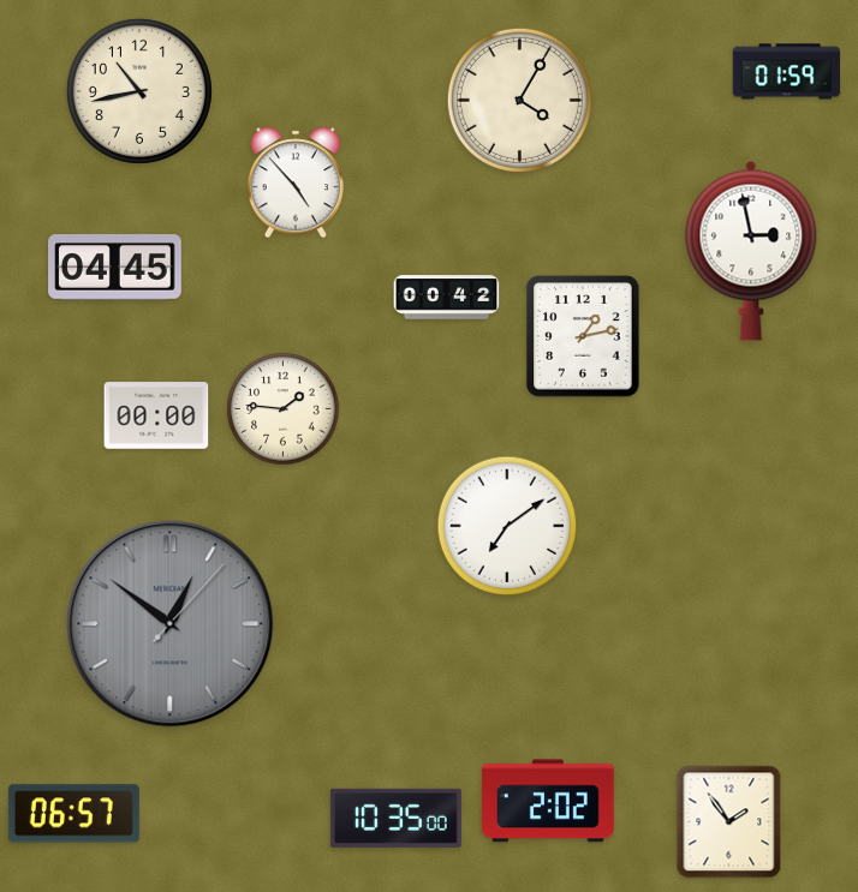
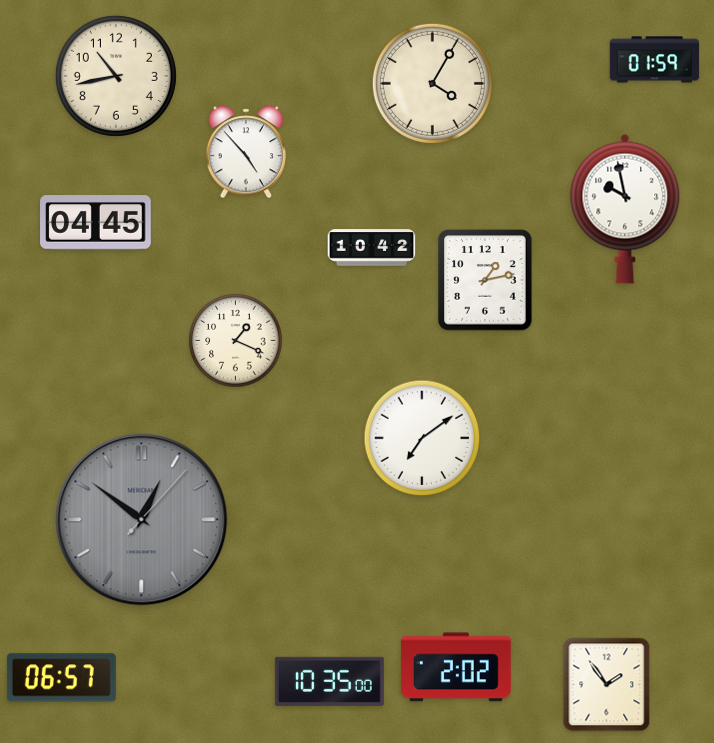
clock at (751, 251): 2:58 -> 9:58
clock at (447, 298): 00:42 -> 10:42
clock at (284, 409): 1:46 -> 1:19
clock at (156, 415): 00:00 -> none
